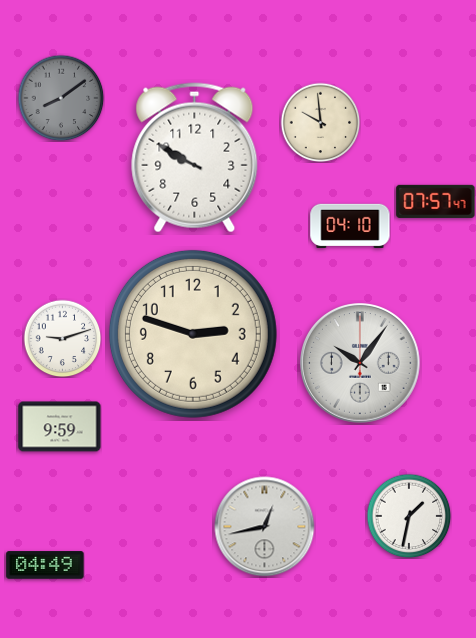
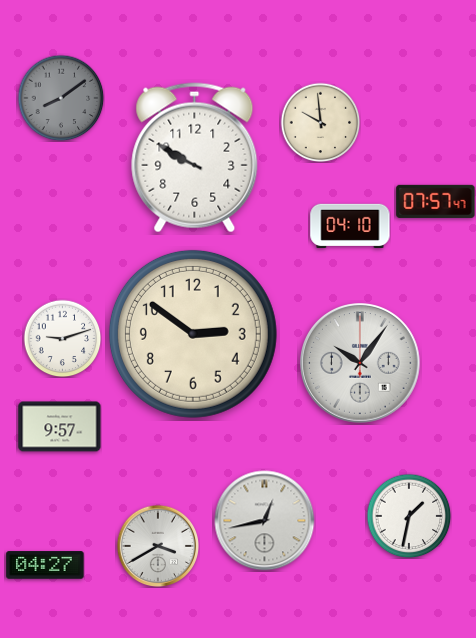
clock at (193, 334): 2:48 -> 2:51
clock at (60, 427): 9:59 -> 9:57
clock at (265, 527) position: (265, 527) -> (265, 521)
clock at (157, 545): none -> 3:40
clock at (45, 565): 04:49 -> 04:27
